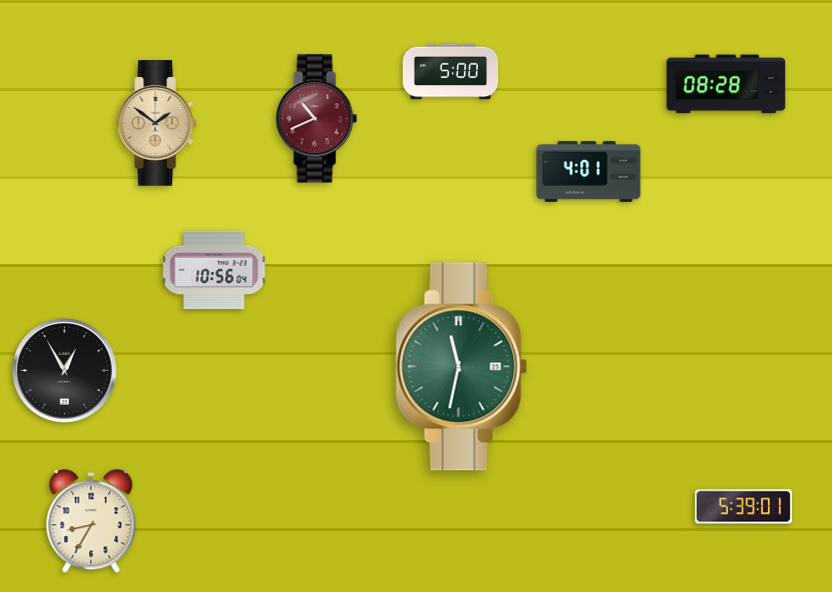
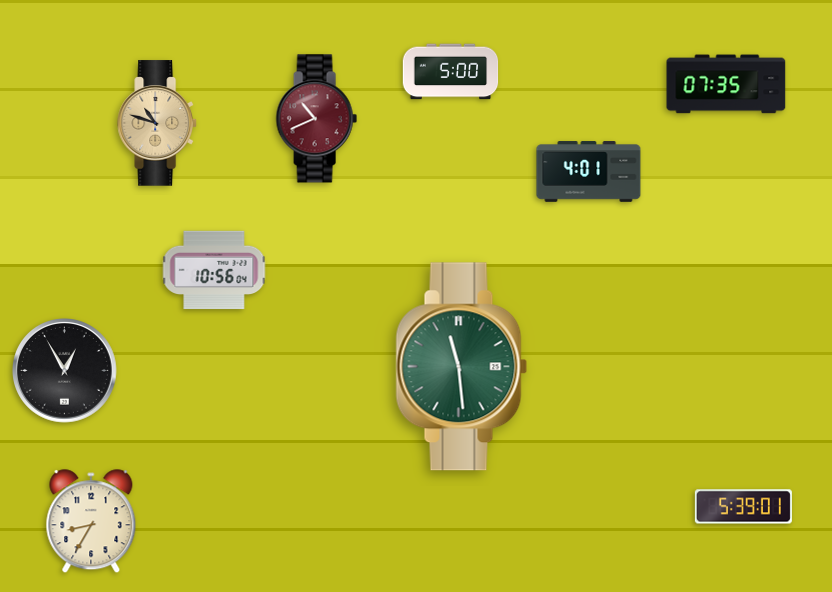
clock at (726, 84): 08:28 -> 07:35
clock at (158, 123): 1:51 -> 10:48
clock at (462, 367): 11:32 -> 11:29
